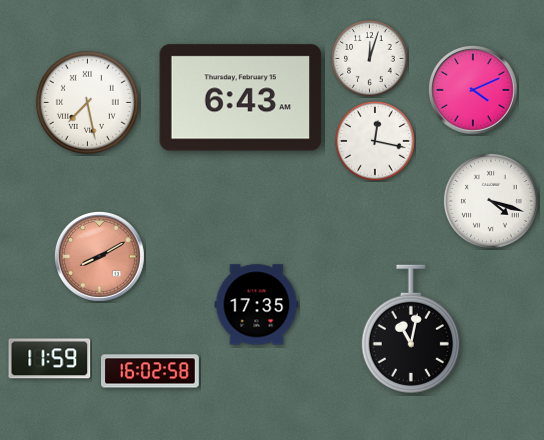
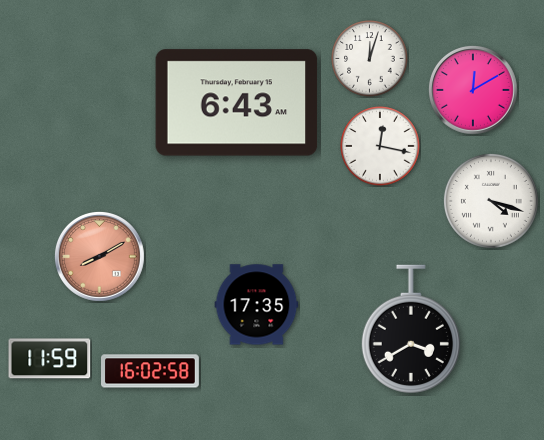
clock at (474, 91): 4:11 -> 12:10
clock at (241, 98) position: (241, 98) -> (237, 103)
clock at (87, 102): 7:28 -> none
clock at (375, 141) position: (375, 141) -> (380, 146)
clock at (411, 329): 11:02 -> 3:40
